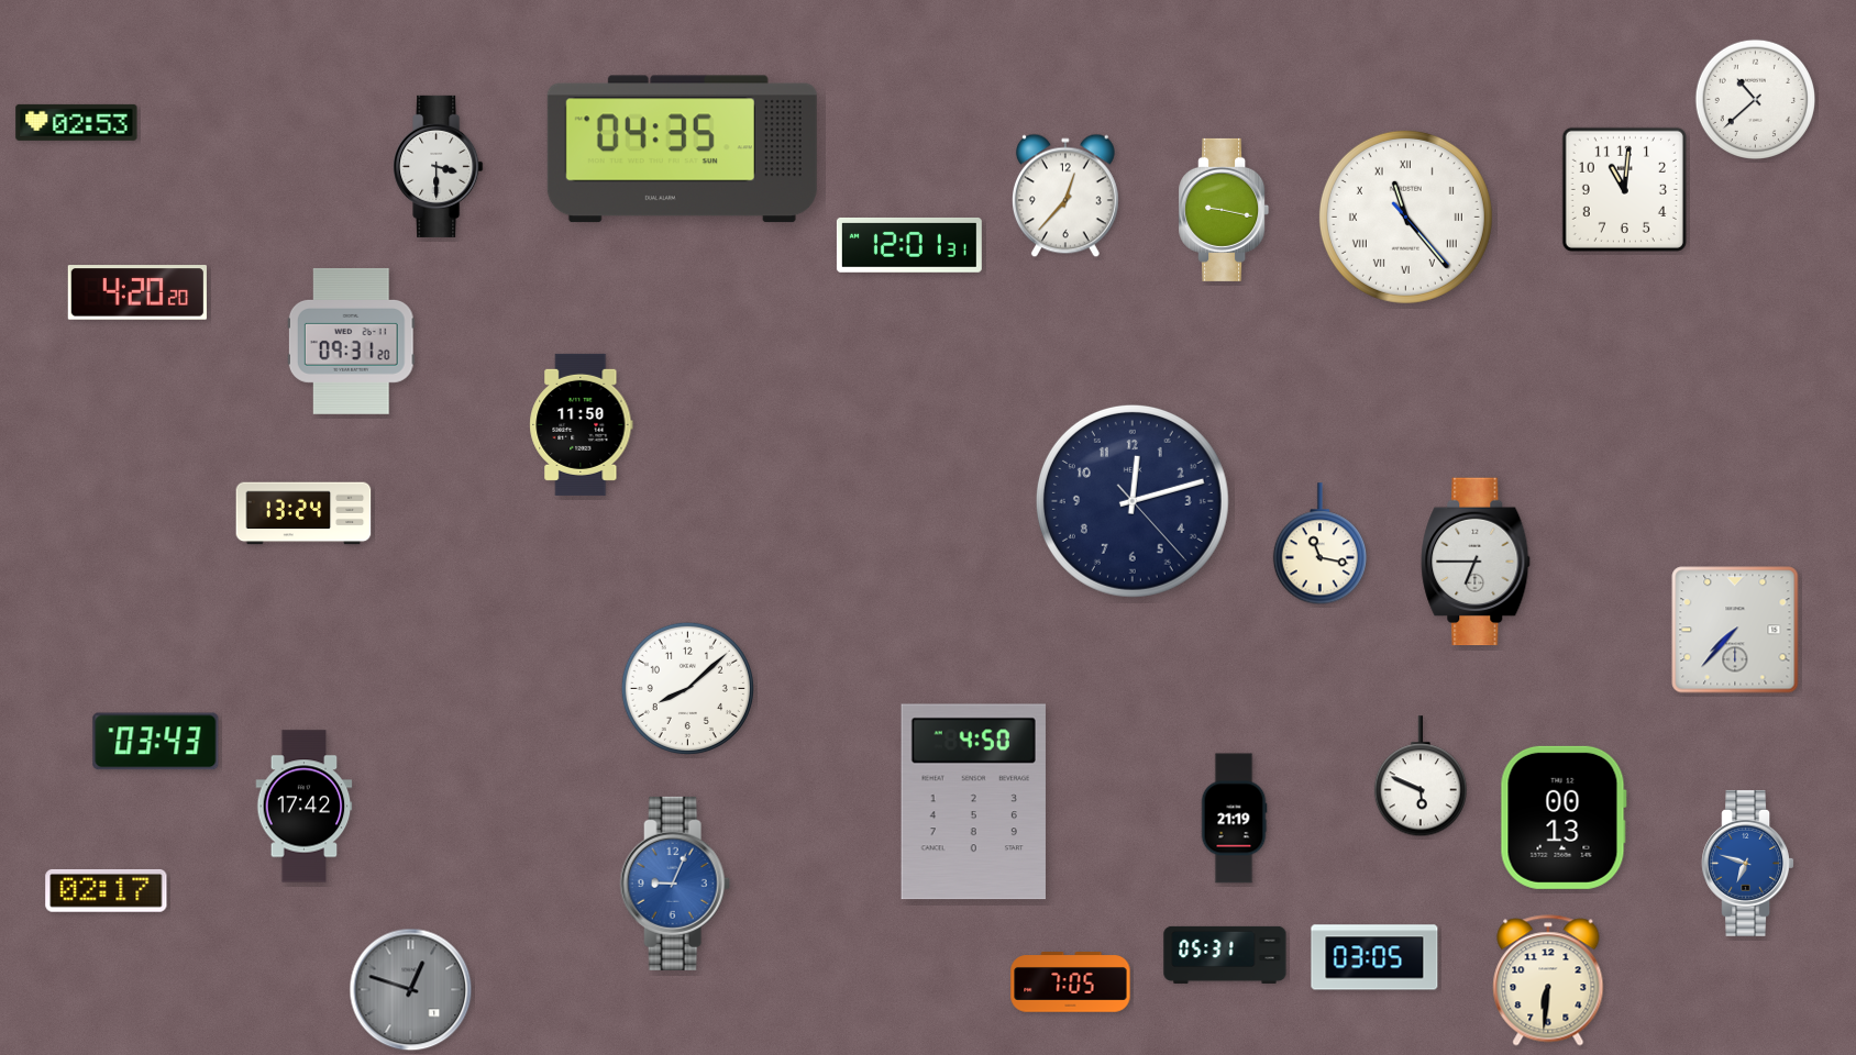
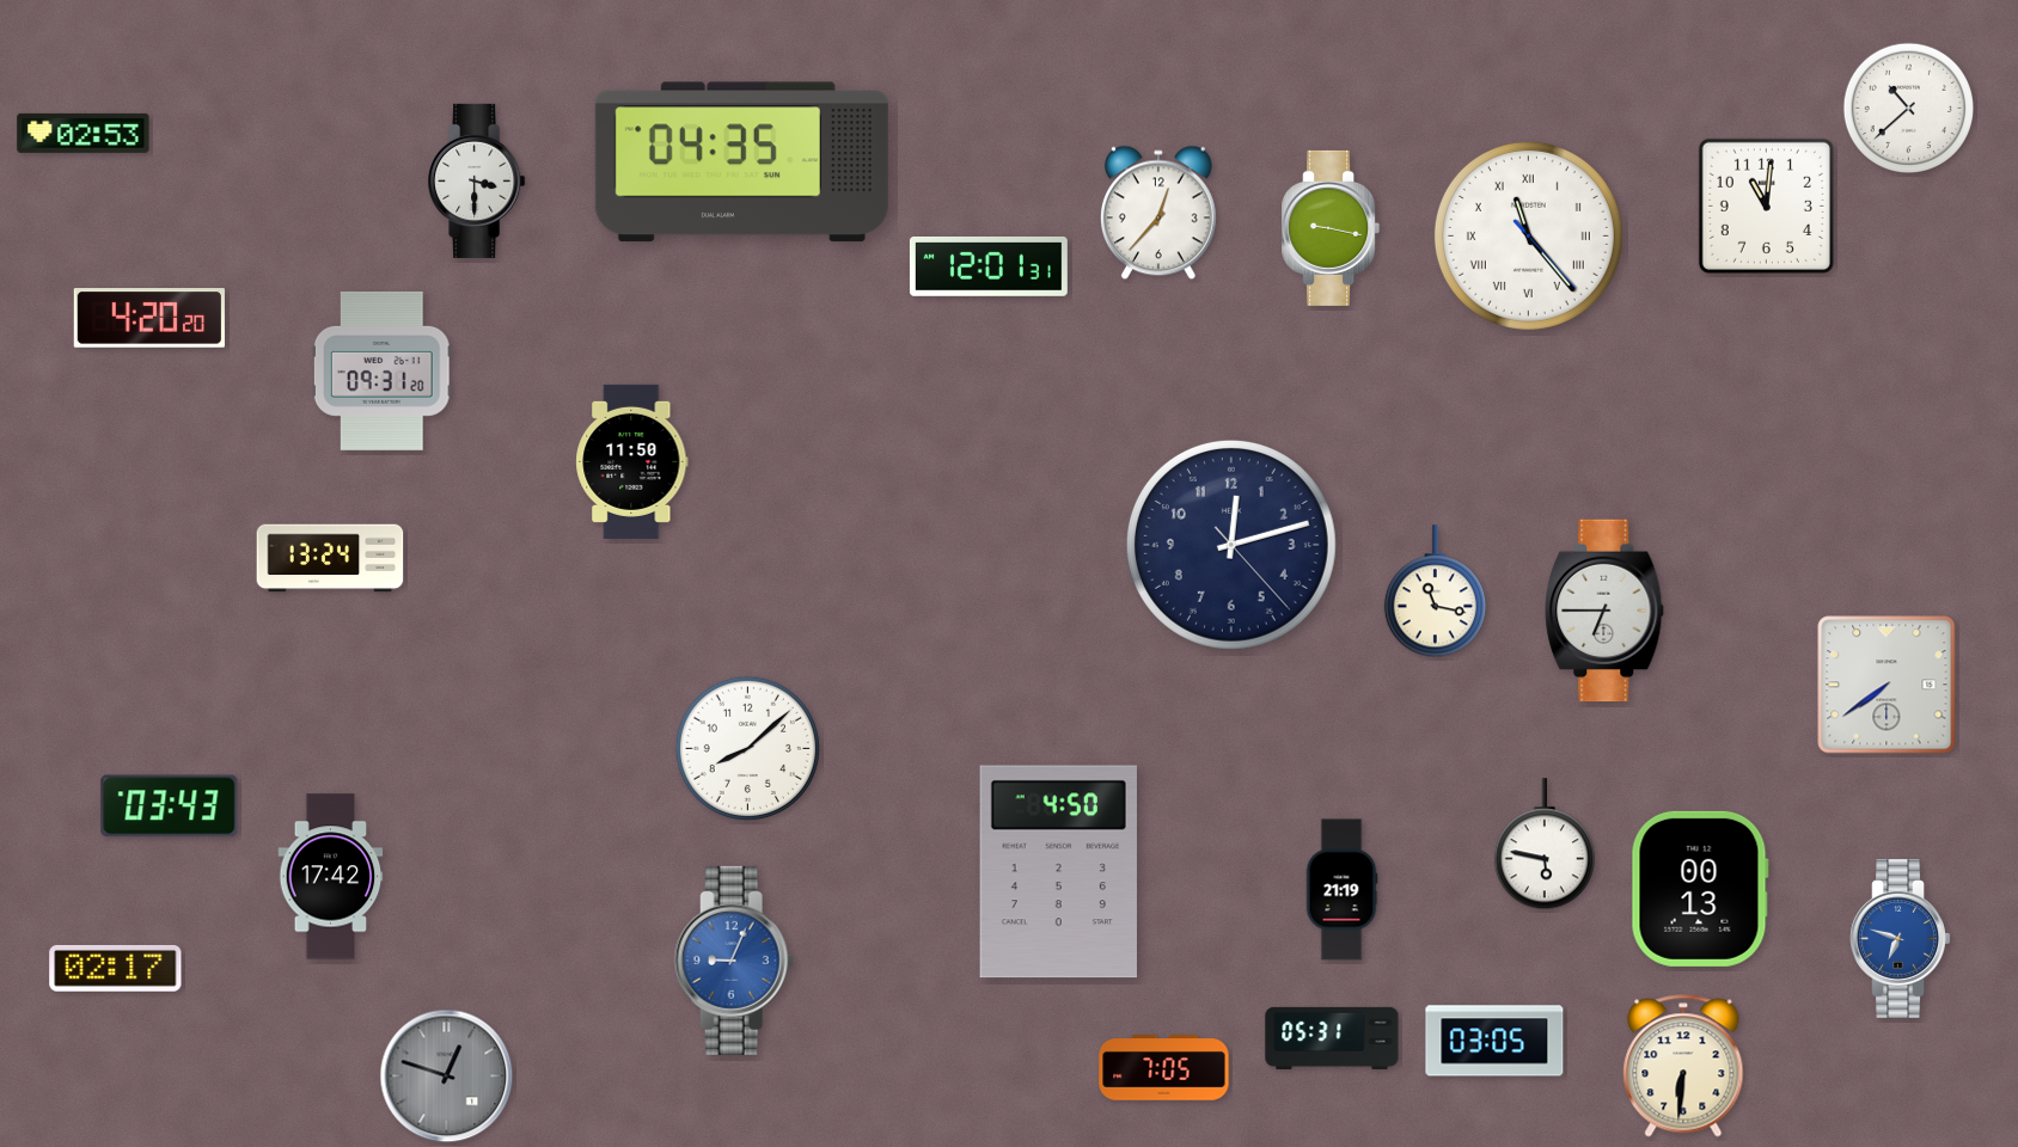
clock at (1735, 630): 7:37 -> 7:39
clock at (1421, 777): 5:49 -> 5:47
